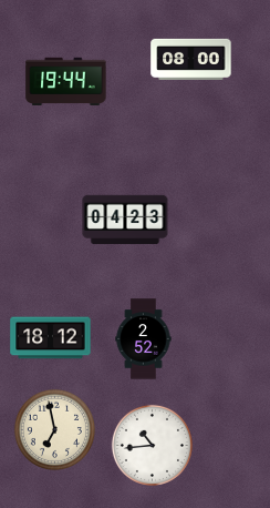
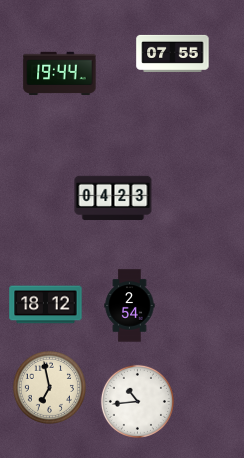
clock at (191, 59): 08:00 -> 07:55
clock at (144, 339): 2:52 -> 2:54
